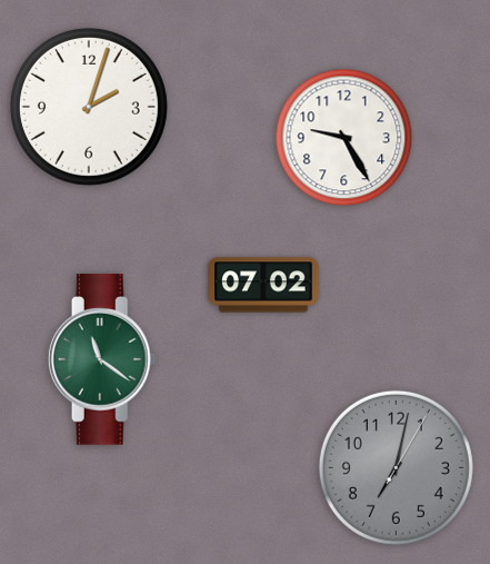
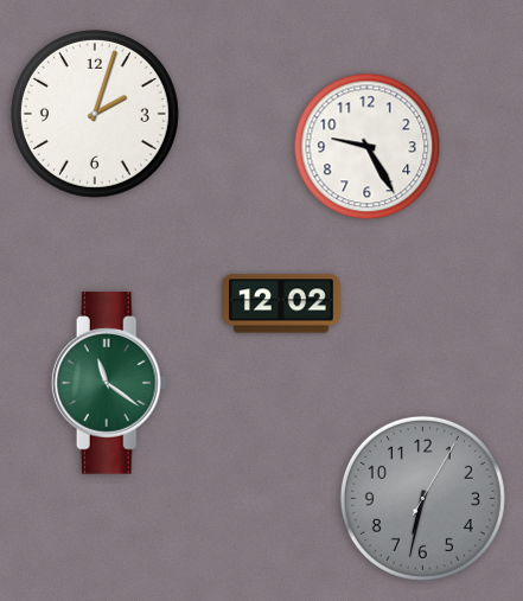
clock at (263, 285): 07:02 -> 12:02
clock at (396, 467): 7:02 -> 6:32
